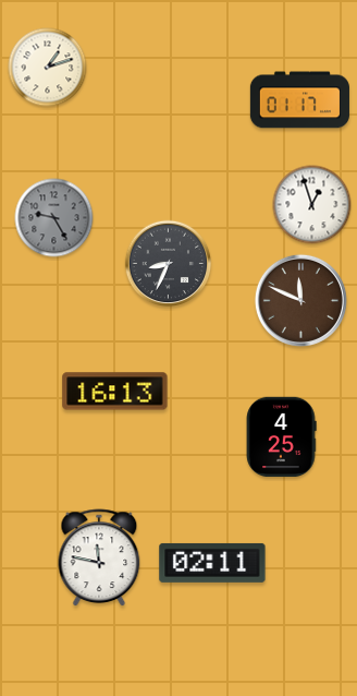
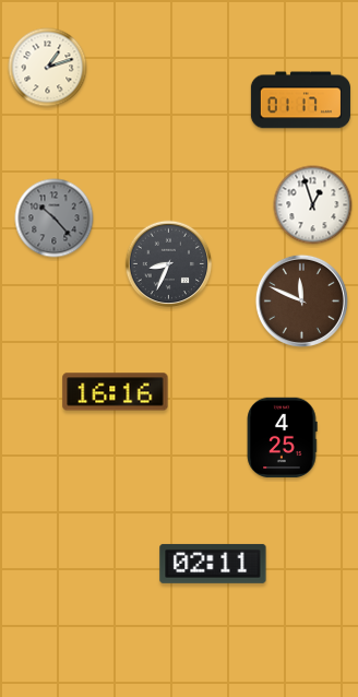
clock at (54, 218): 9:25 -> 10:23
clock at (115, 392): 16:13 -> 16:16
clock at (99, 559): 11:47 -> none
